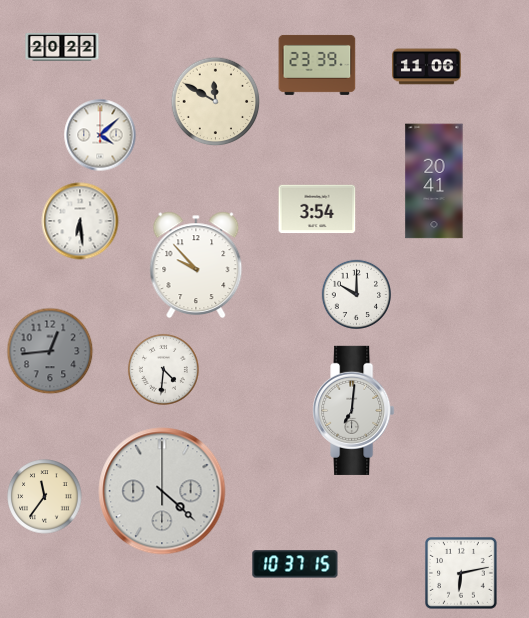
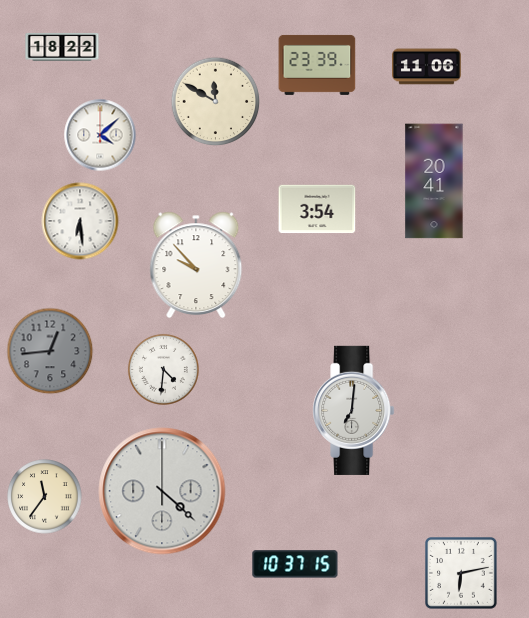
clock at (62, 47): 20:22 -> 18:22
clock at (356, 294): 10:00 -> none
